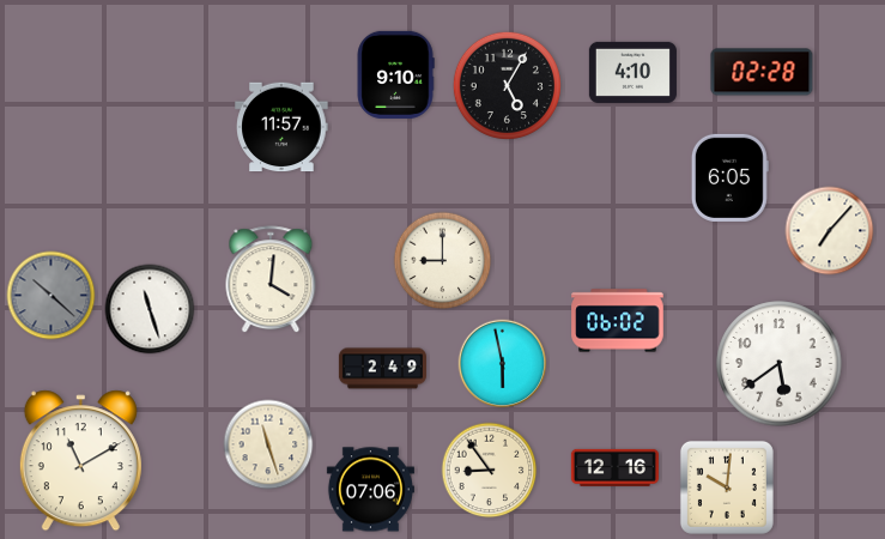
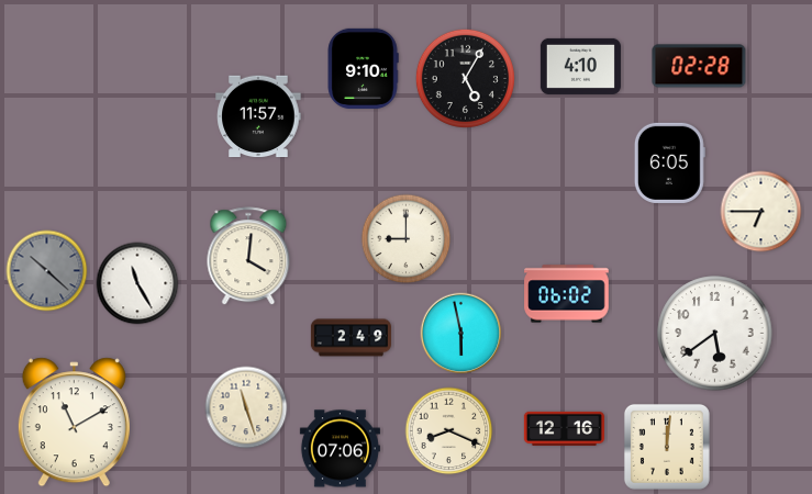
clock at (830, 231): 7:07 -> 6:45
clock at (150, 309): 11:27 -> 11:25
clock at (490, 471): 8:54 -> 8:19
clock at (727, 487): 10:01 -> 12:01
